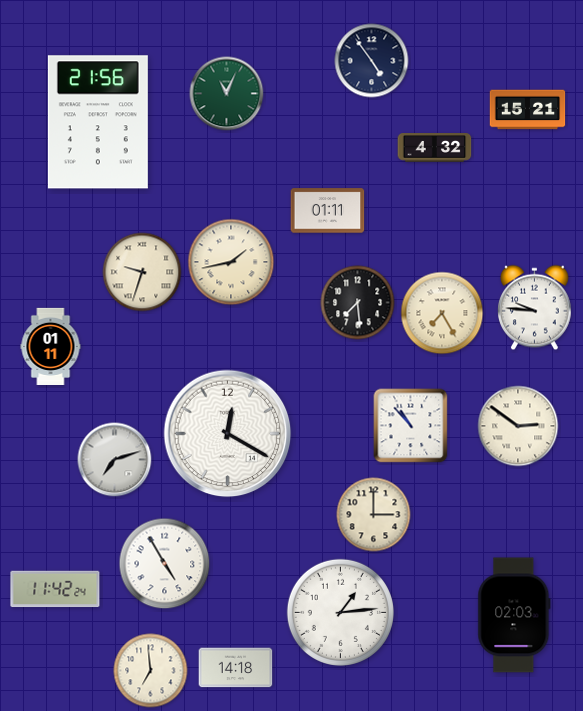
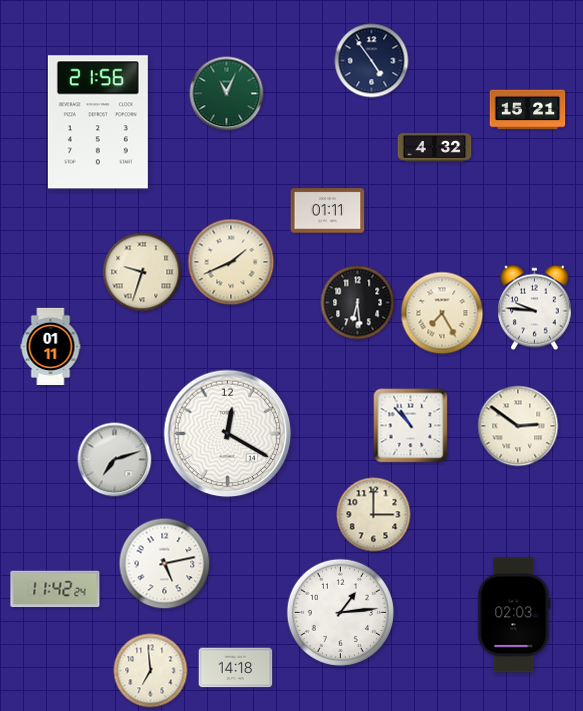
clock at (231, 262): 1:43 -> 1:41
clock at (358, 303): 7:29 -> 6:29
clock at (165, 564): 4:55 -> 5:13
